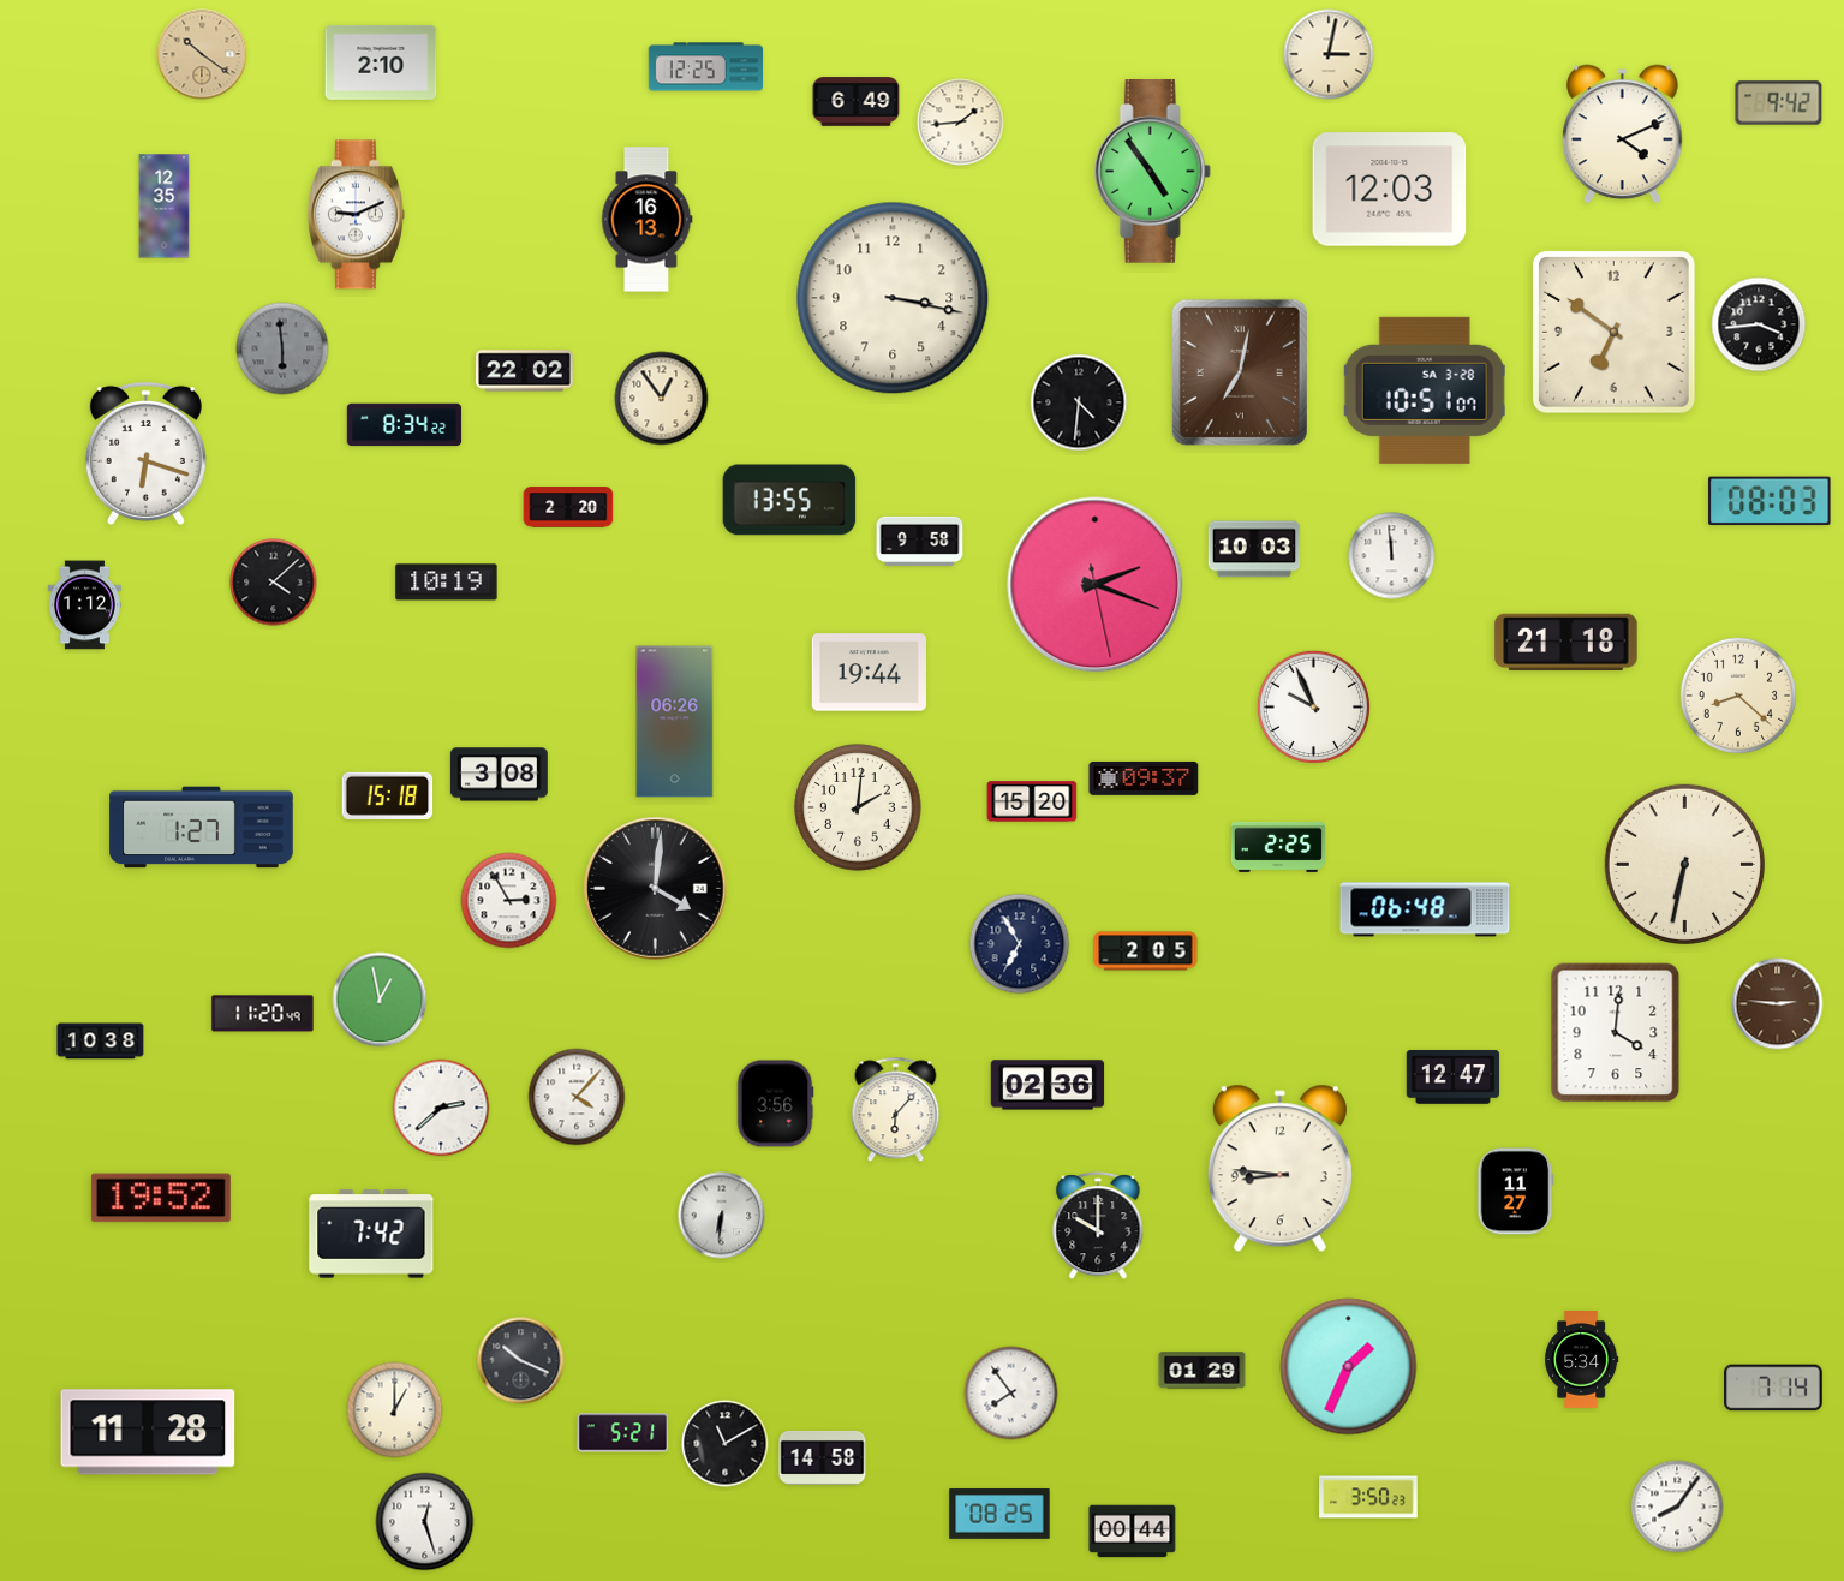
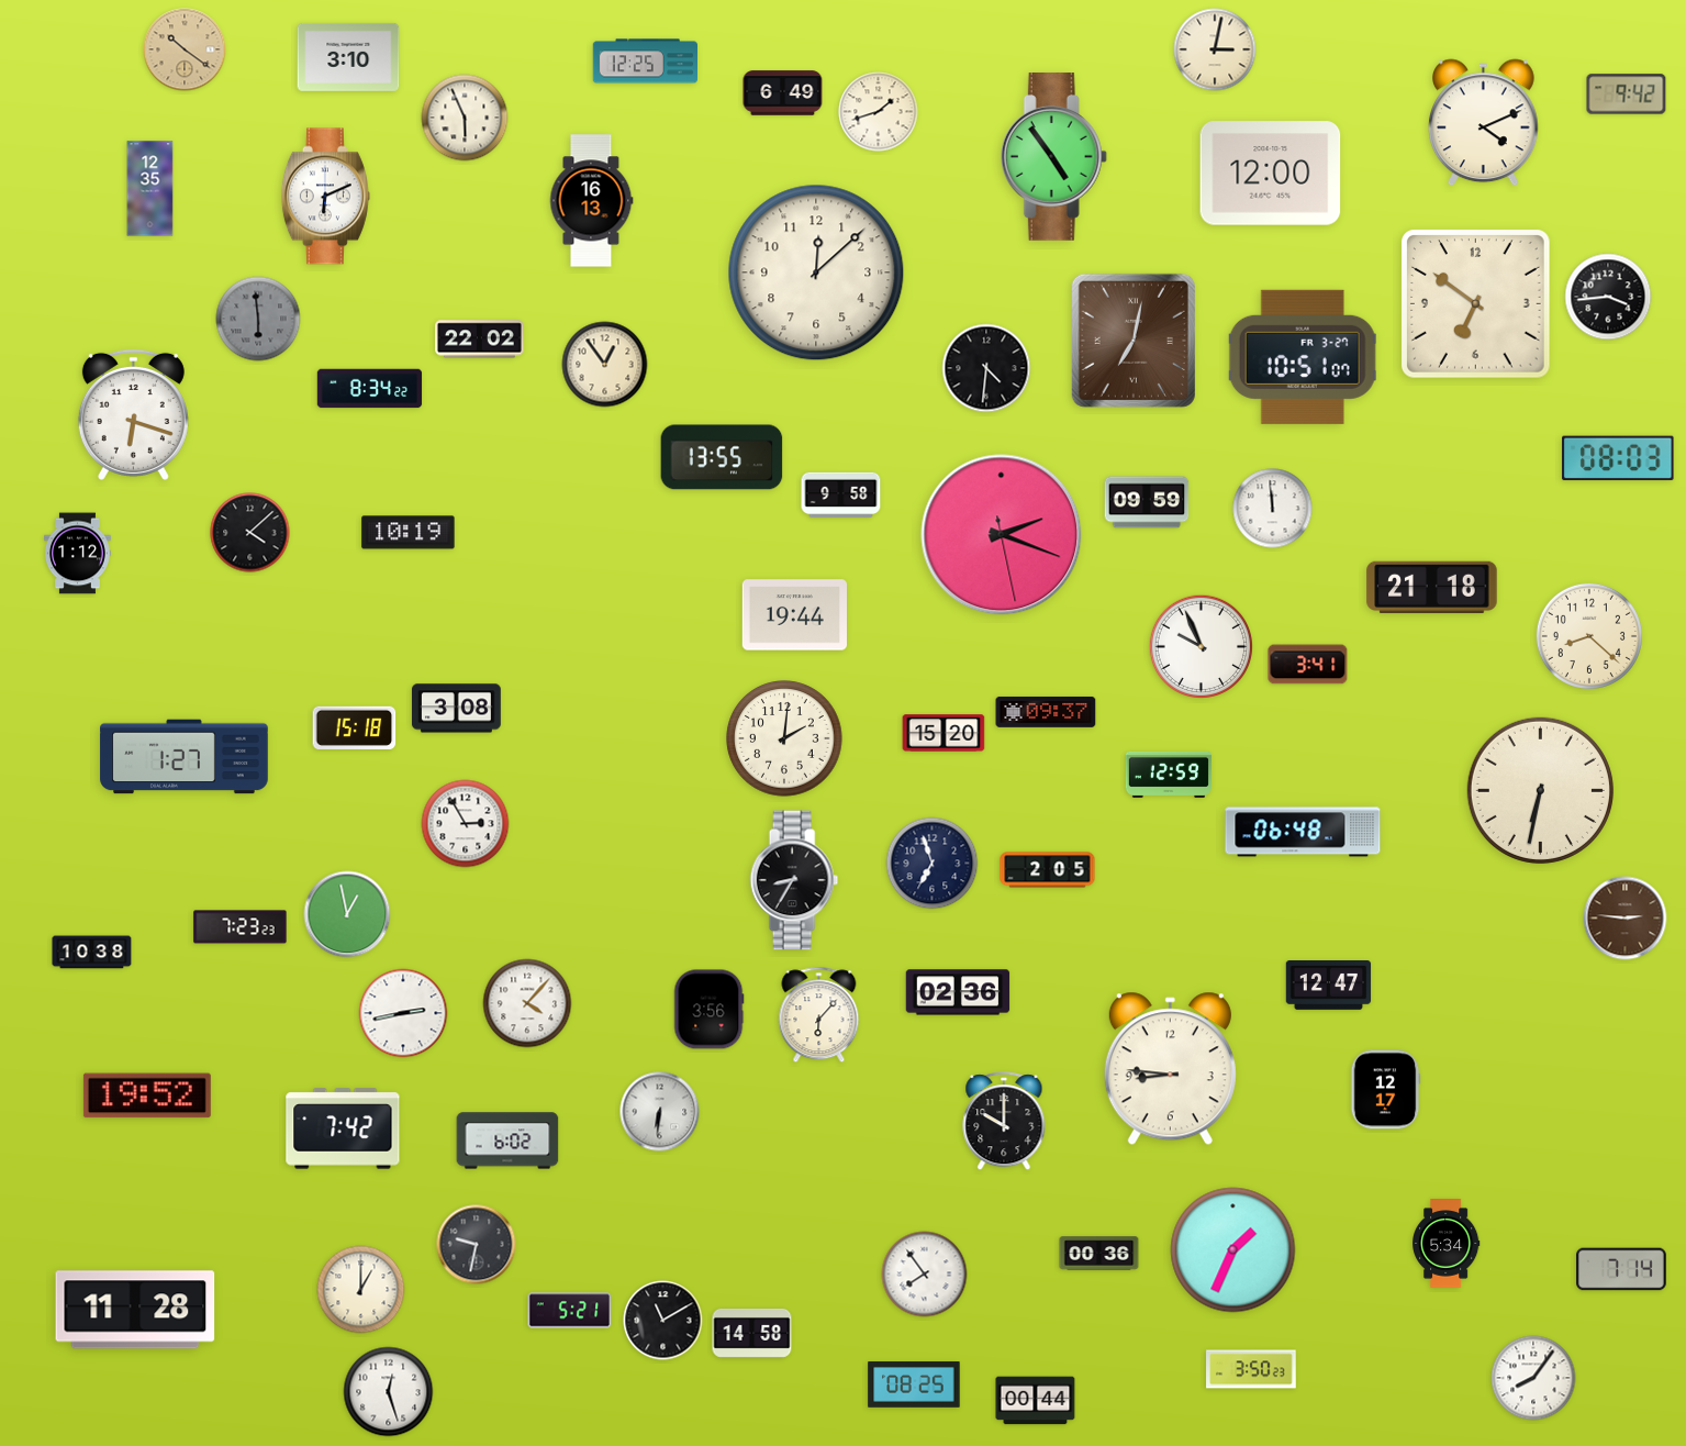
clock at (381, 62): 2:10 -> 3:10
clock at (961, 123): 1:44 -> 1:42
clock at (465, 118): none -> 5:56
clock at (1390, 190): 12:03 -> 12:00
clock at (356, 215): 9:11 -> 6:11
clock at (893, 298): 3:17 -> 12:08
clock at (1425, 390) date: SA 3-28 -> FR 3-27
clock at (568, 507): 2:20 -> none
clock at (1254, 549): 10:03 -> 09:59
clock at (675, 722): 06:26 -> none
clock at (1308, 665): none -> 3:41
clock at (1278, 847): 2:25 -> 12:59
clock at (656, 889): 4:01 -> none
clock at (1020, 944): 6:55 -> 6:57
clock at (794, 880): none -> 8:35
clock at (263, 1014): 11:20 -> 7:23
clock at (1616, 1033): 4:01 -> none
clock at (441, 1108): 2:38 -> 2:43
clock at (1515, 1192): 11:27 -> 12:17
clock at (371, 1234) position: (371, 1234) -> (343, 1128)
clock at (507, 1141): none -> 6:02
clock at (521, 1361): 10:19 -> 9:32
clock at (1203, 1371): 01:29 -> 00:36
